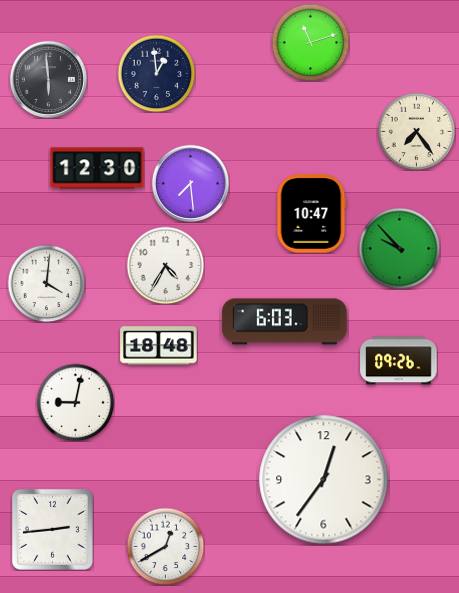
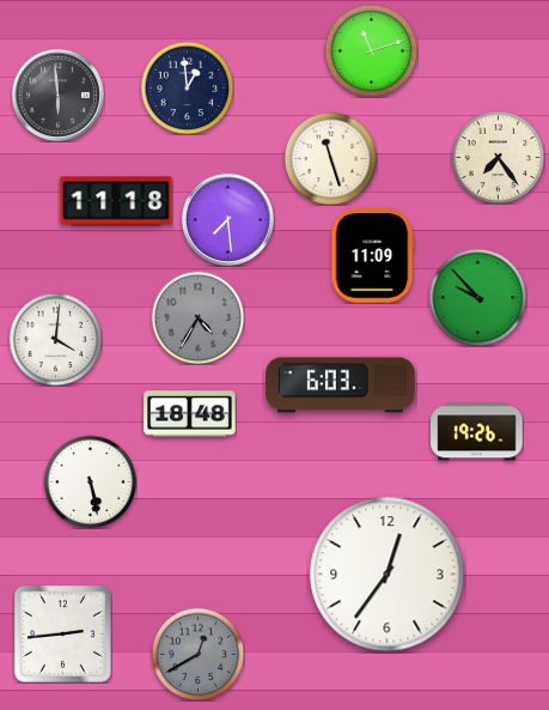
clock at (330, 158): none -> 11:27
clock at (97, 168): 12:30 -> 11:18
clock at (311, 214): 10:47 -> 11:09
clock at (165, 265) dial: white -> grey
clock at (399, 361): 09:26 -> 19:26
clock at (75, 402): 9:02 -> 5:28
clock at (165, 546) dial: white -> grey
